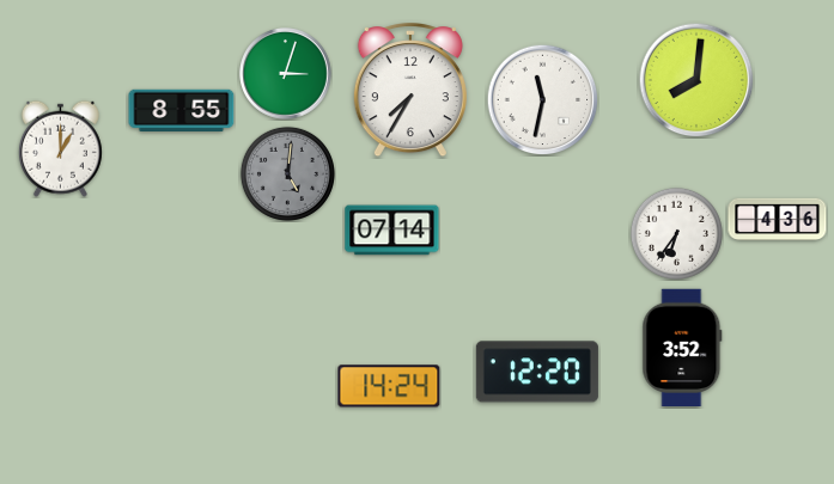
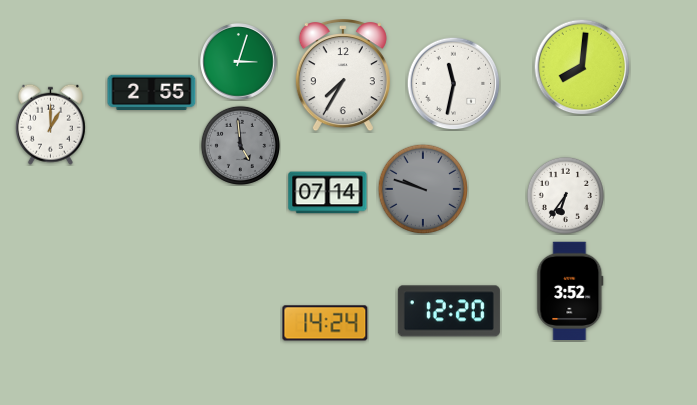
clock at (182, 110): 8:55 -> 2:55
clock at (287, 173): 5:01 -> 4:59
clock at (778, 219): 4:36 -> none
clock at (423, 189): none -> 9:48
